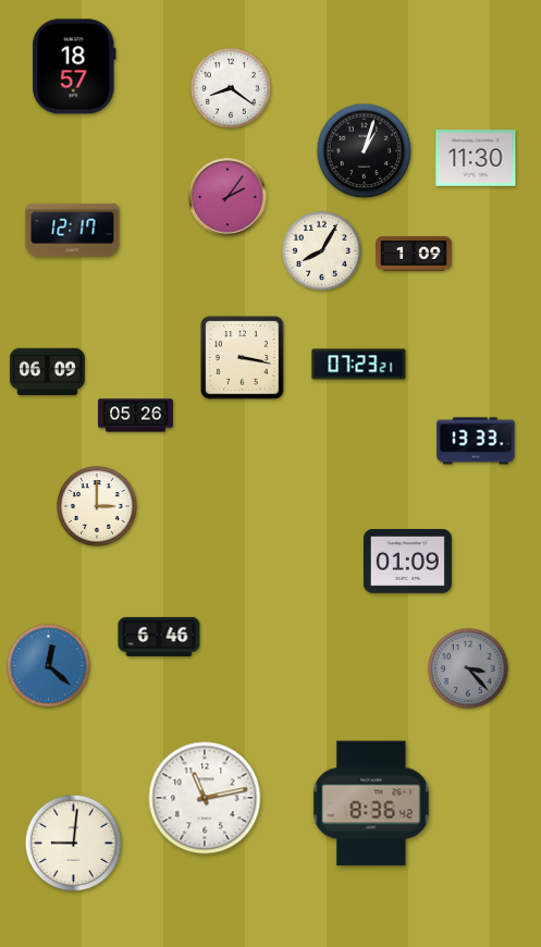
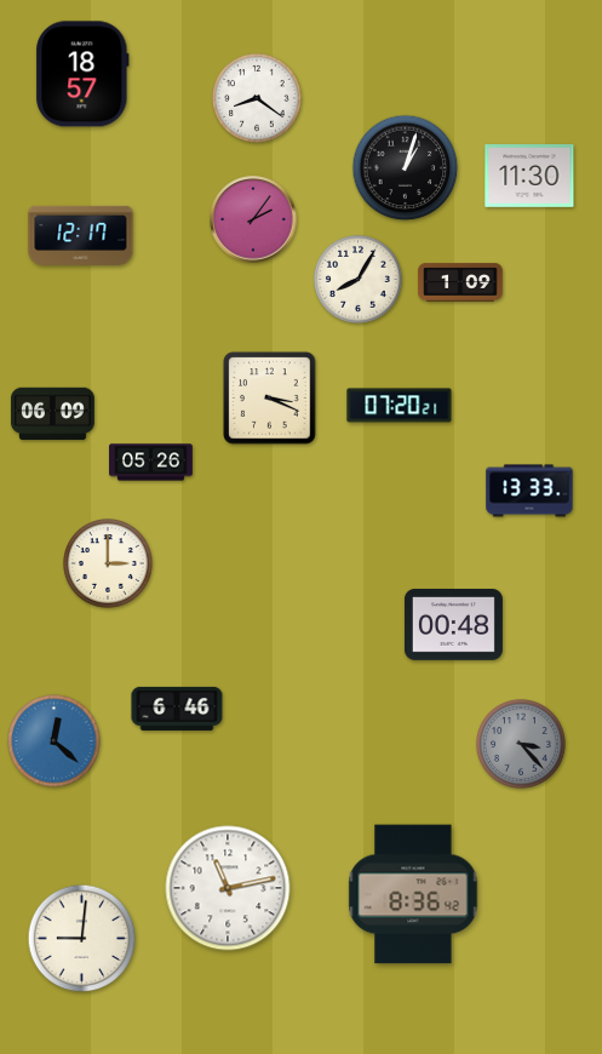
clock at (73, 230) position: (73, 230) -> (81, 235)
clock at (243, 358): 3:17 -> 3:19
clock at (359, 365): 07:23 -> 07:20
clock at (407, 562): 01:09 -> 00:48
